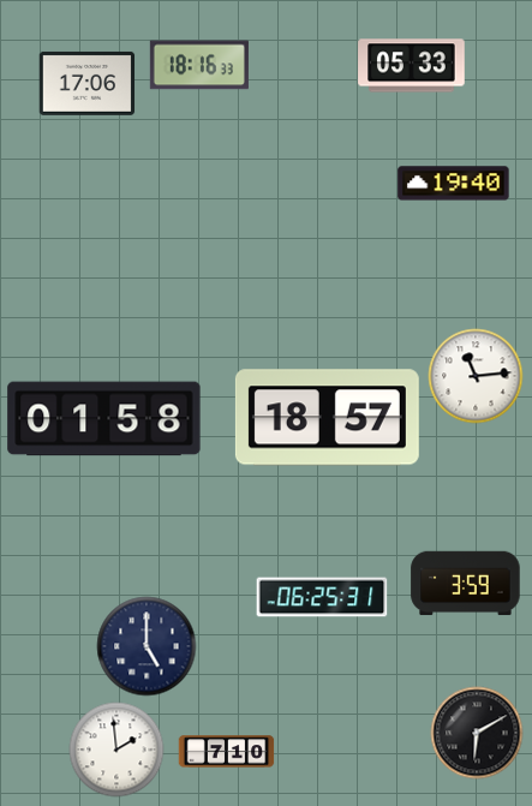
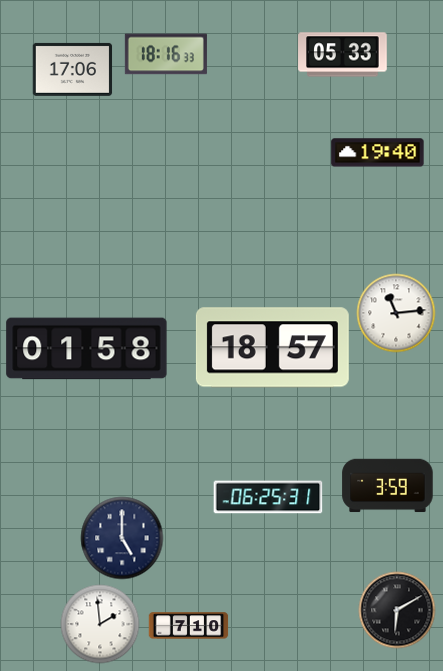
clock at (116, 750) position: (116, 750) -> (100, 624)
